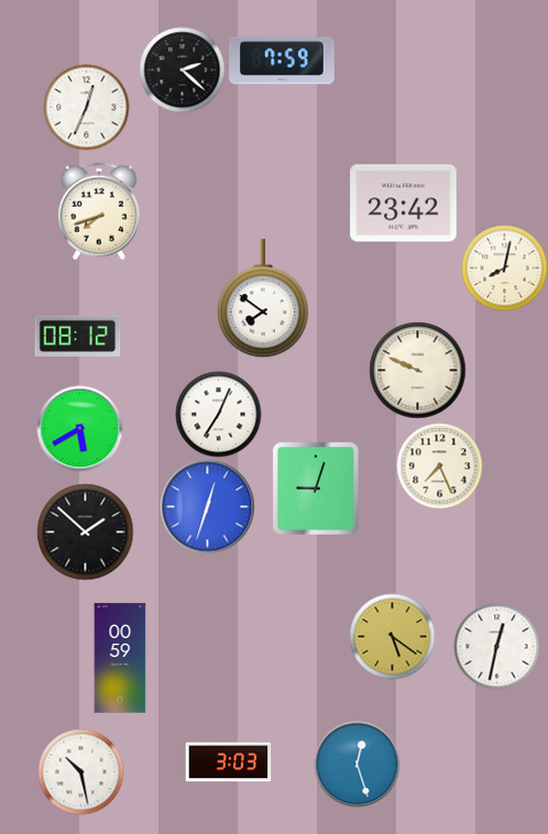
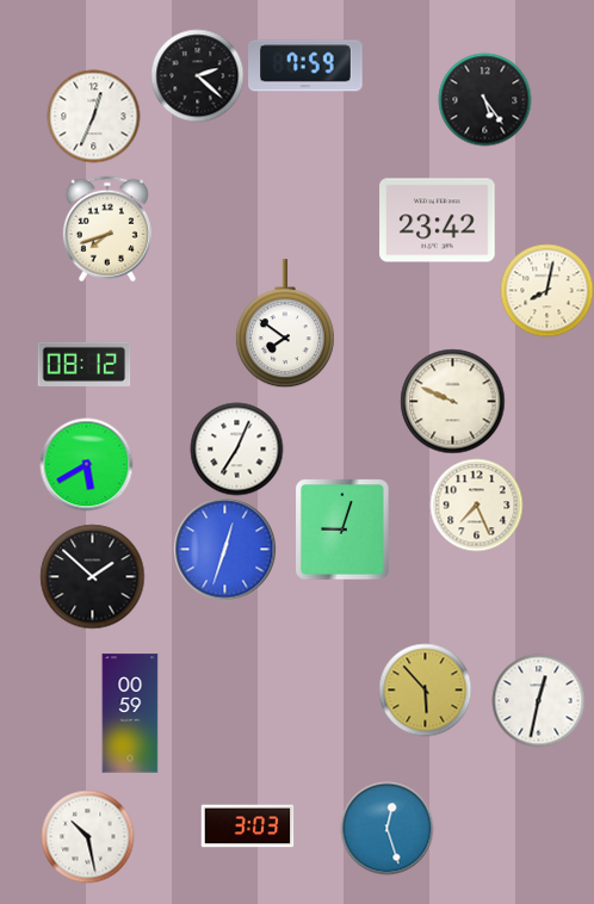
clock at (484, 99): none -> 5:24
clock at (392, 636): 5:21 -> 5:53
